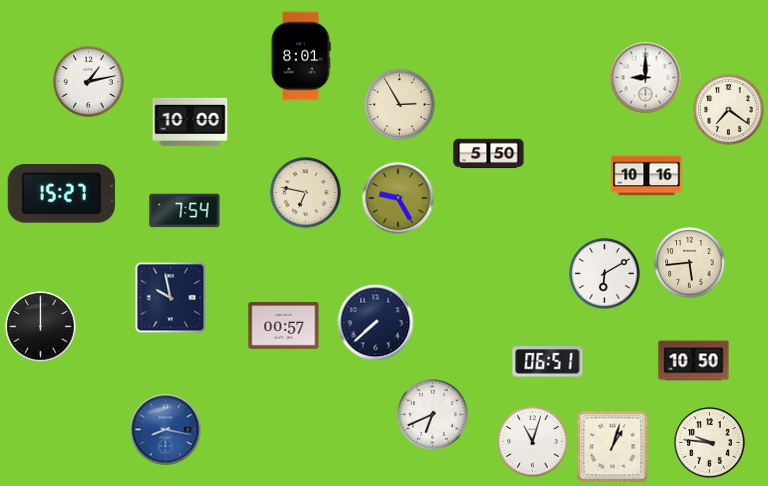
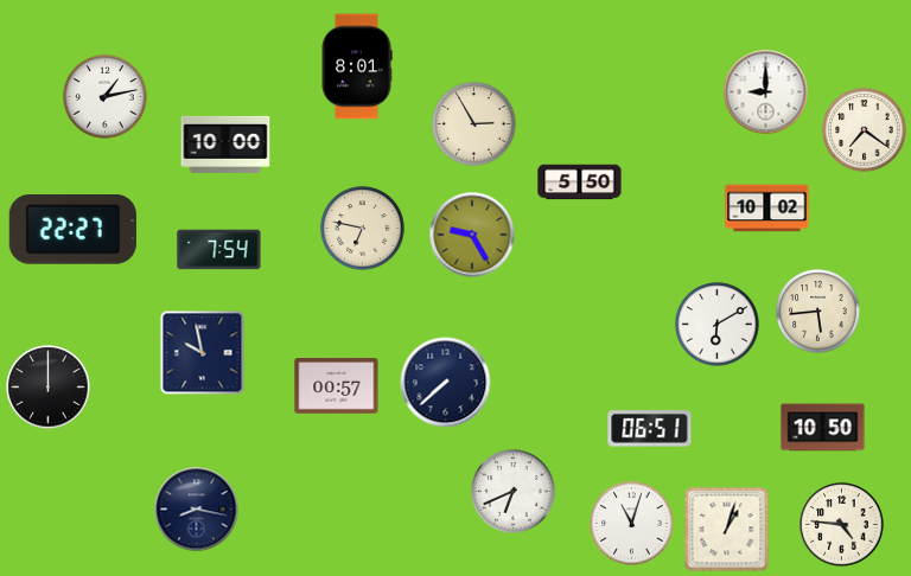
clock at (647, 176): 10:16 -> 10:02
clock at (61, 194): 15:27 -> 22:27
clock at (166, 430) dial: blue -> navy
clock at (710, 443): 9:46 -> 4:46
